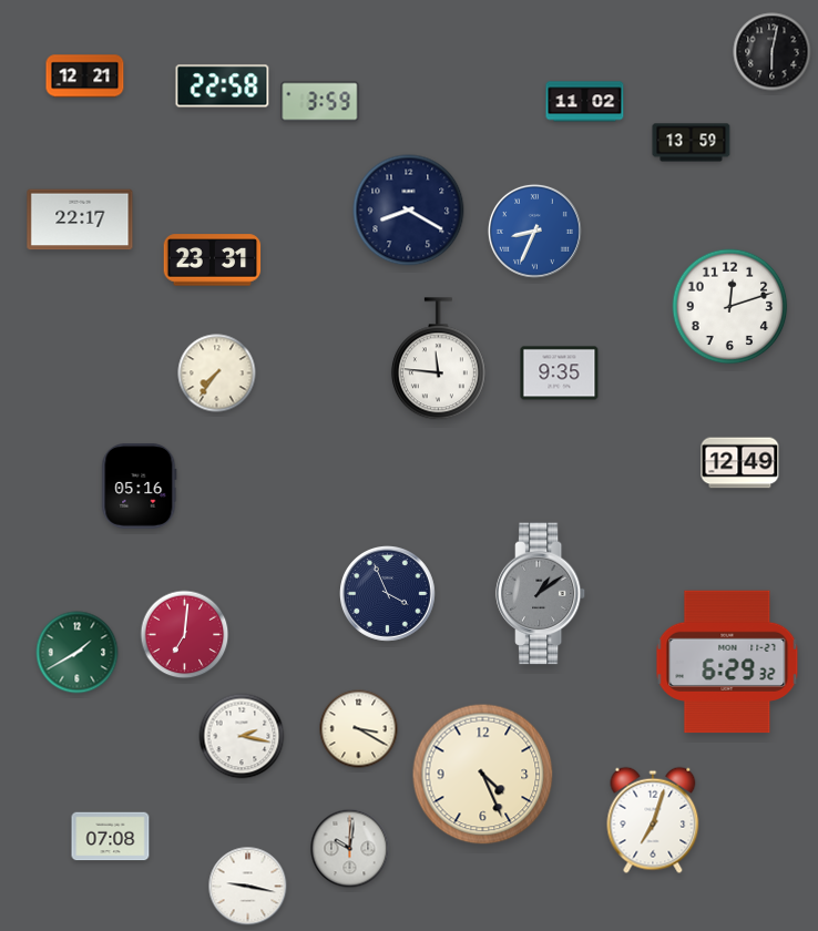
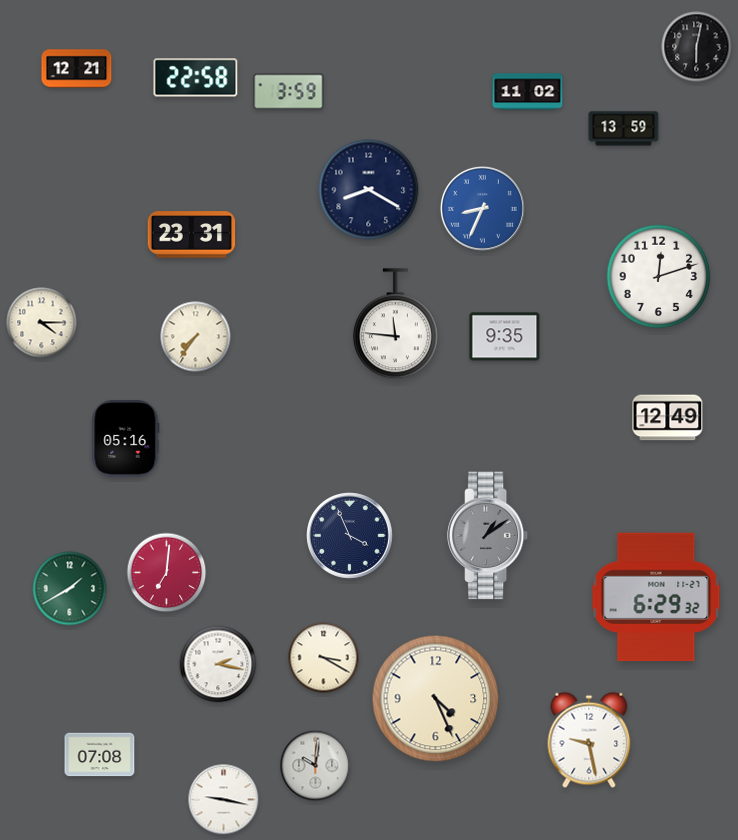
clock at (223, 86) position: (223, 86) -> (196, 78)
clock at (80, 219): 22:17 -> none
clock at (42, 323): none -> 4:15
clock at (653, 820): 7:03 -> 9:28
